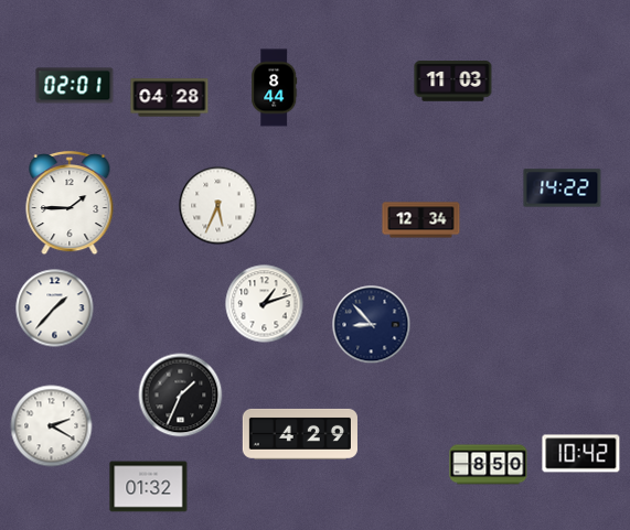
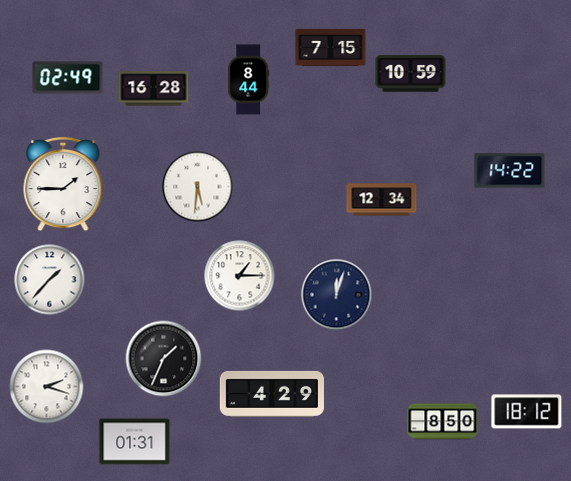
clock at (331, 47): none -> 7:15
clock at (453, 82): 11:03 -> 10:59
clock at (75, 86): 02:01 -> 02:49
clock at (170, 98): 04:28 -> 16:28
clock at (218, 206): 5:34 -> 5:31
clock at (265, 304): 1:12 -> 1:15
clock at (372, 325): 8:53 -> 12:03
clock at (52, 426): 2:20 -> 2:18
clock at (581, 454): 10:42 -> 18:12
clock at (149, 487): 01:32 -> 01:31
